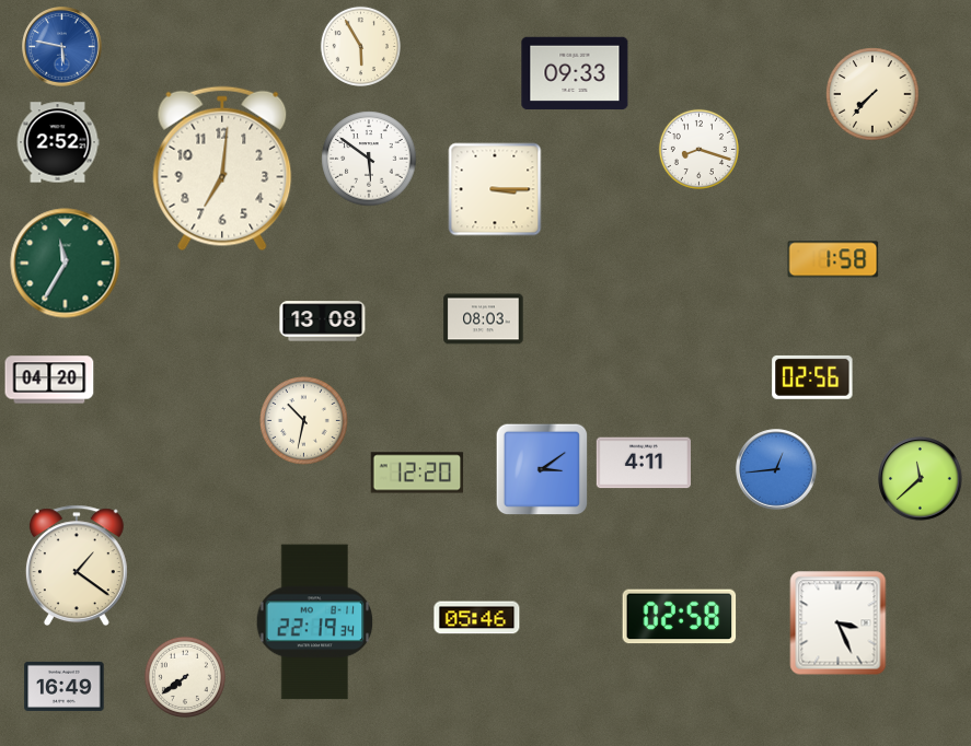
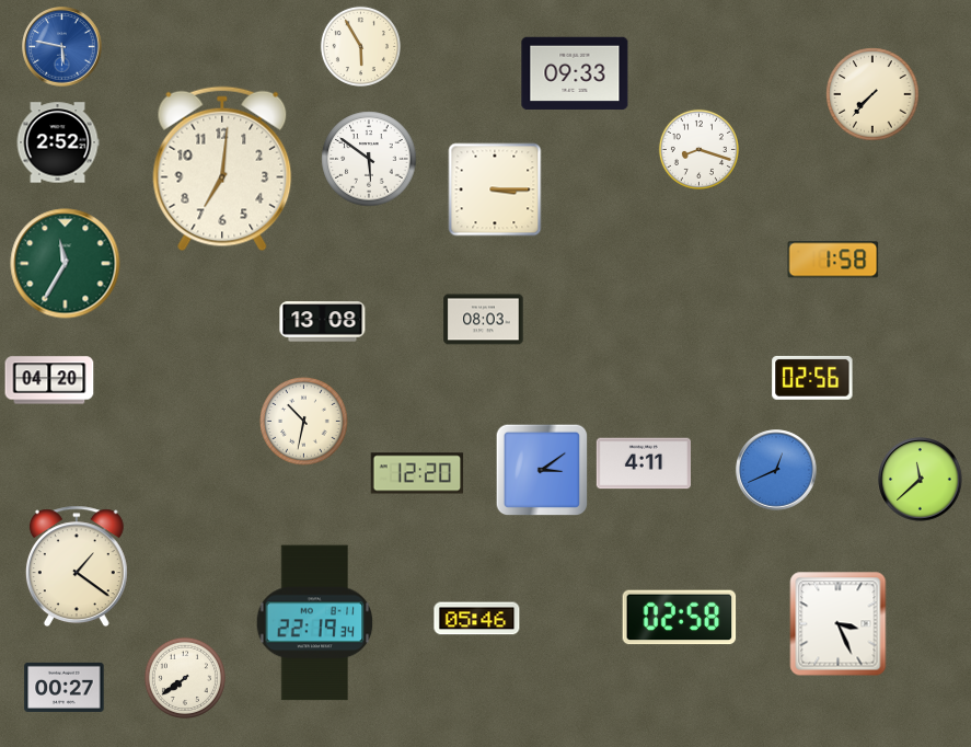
clock at (776, 469): 12:44 -> 12:41
clock at (65, 686): 16:49 -> 00:27
